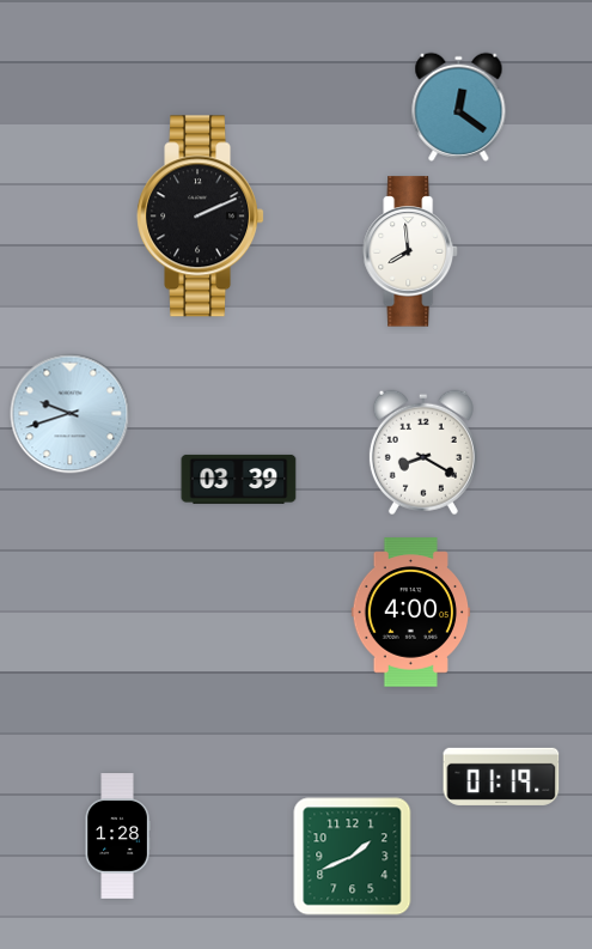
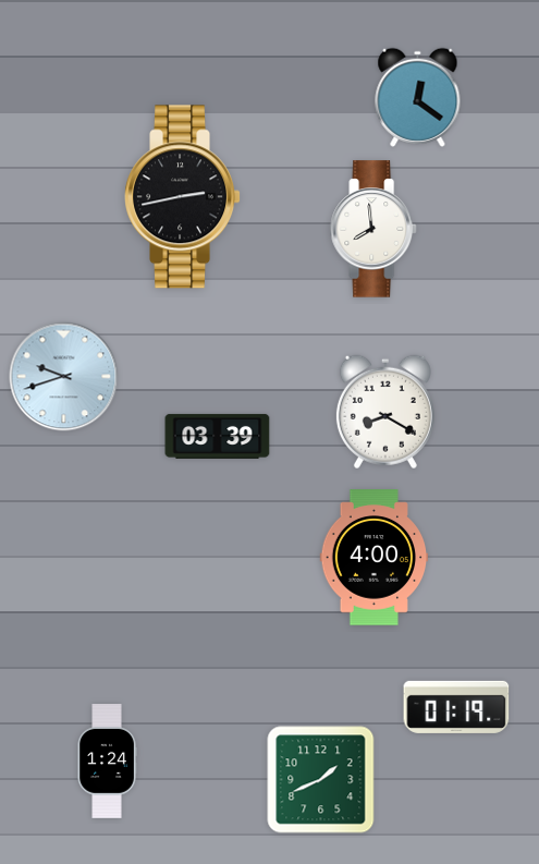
clock at (201, 217): 2:11 -> 2:43
clock at (117, 837): 1:28 -> 1:24
